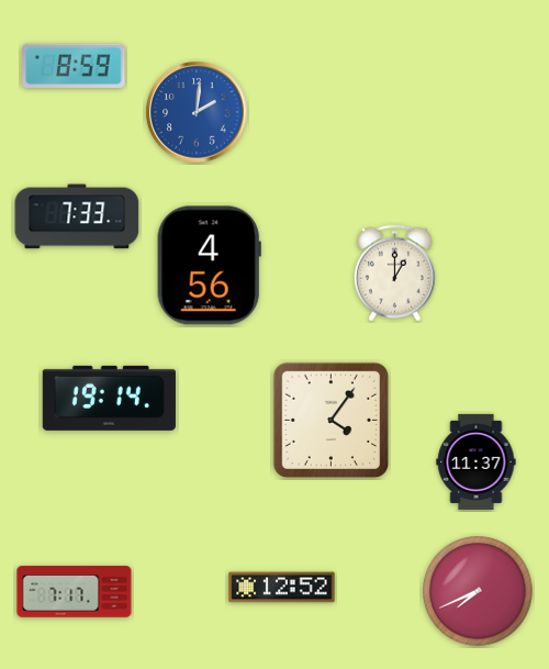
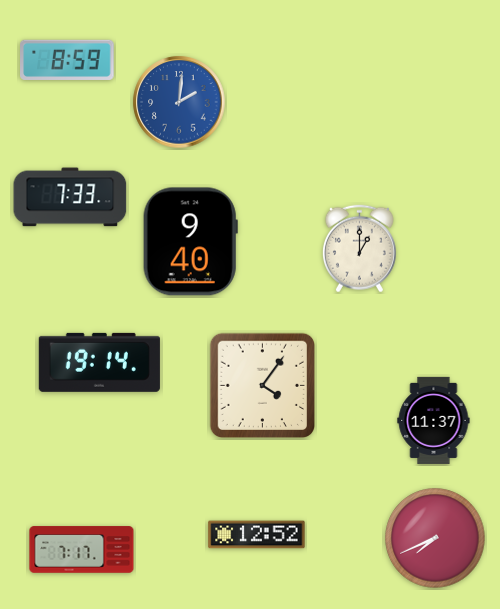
clock at (209, 266): 4:56 -> 9:40
clock at (330, 420) position: (330, 420) -> (262, 385)
clock at (75, 592) position: (75, 592) -> (82, 550)
